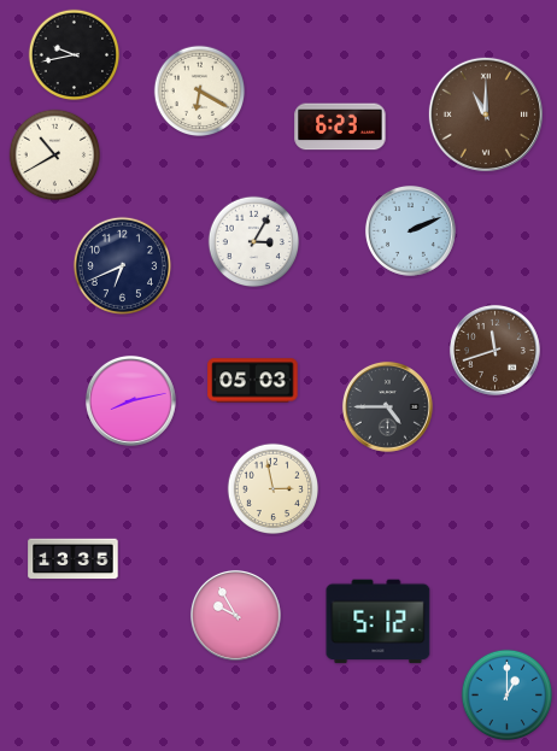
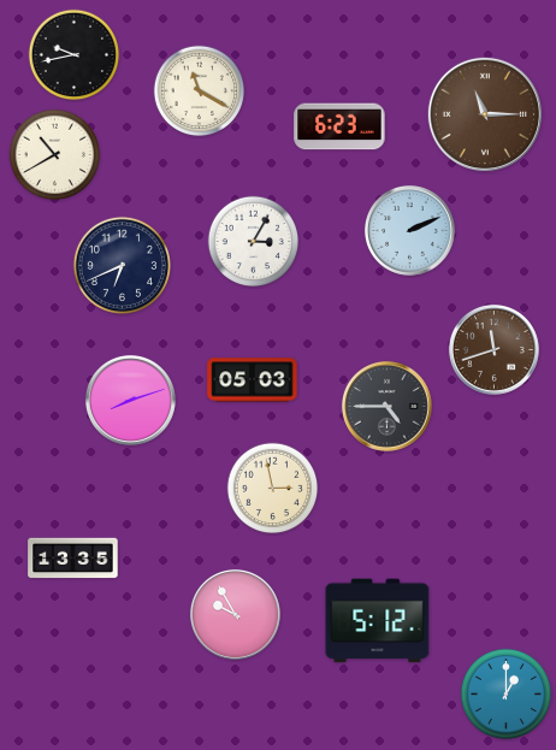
clock at (200, 92): 6:20 -> 11:20
clock at (486, 115): 11:00 -> 11:15
clock at (130, 400): 8:13 -> 8:12
